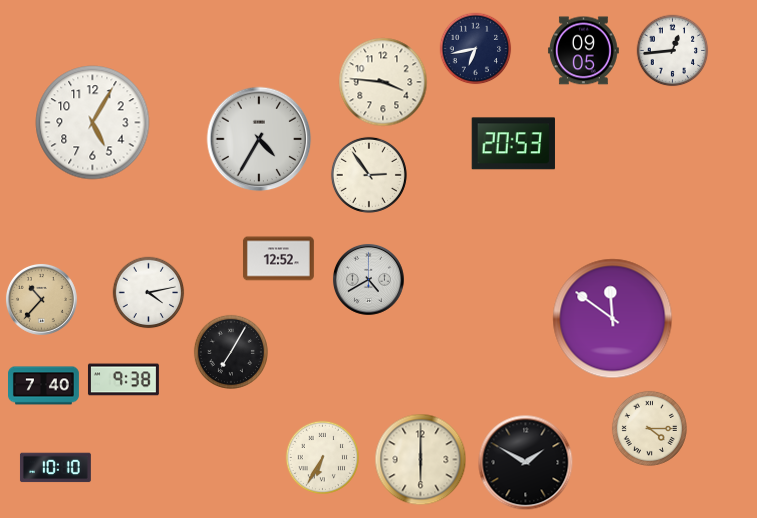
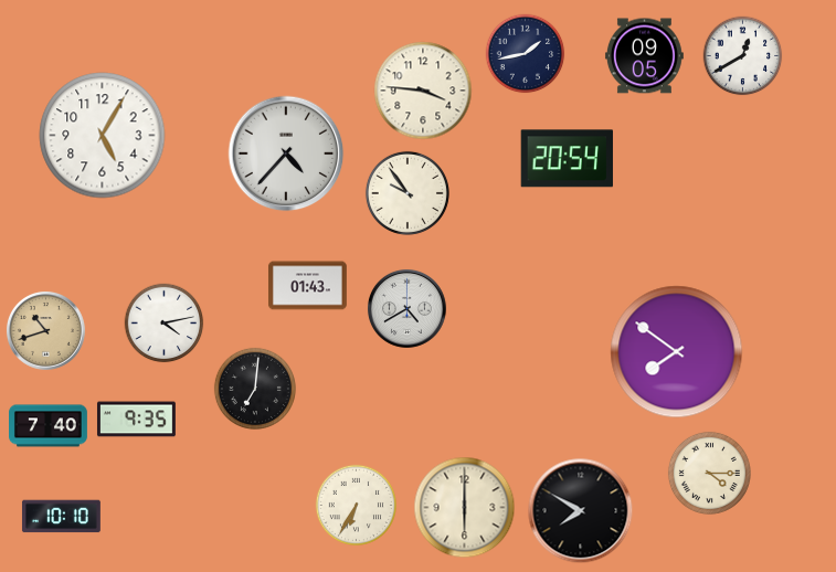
clock at (476, 49): 6:43 -> 1:43
clock at (673, 51): 12:44 -> 12:40
clock at (259, 139): 4:35 -> 4:37
clock at (513, 144): 20:53 -> 20:54
clock at (369, 175): 2:54 -> 9:54
clock at (278, 259): 12:52 -> 01:43
clock at (41, 299): 10:37 -> 10:42
clock at (613, 319): 11:51 -> 7:51
clock at (231, 352): 7:05 -> 7:01
clock at (123, 380): 9:38 -> 9:35
clock at (649, 428) position: (649, 428) -> (709, 473)
clock at (526, 463): 1:50 -> 7:50
